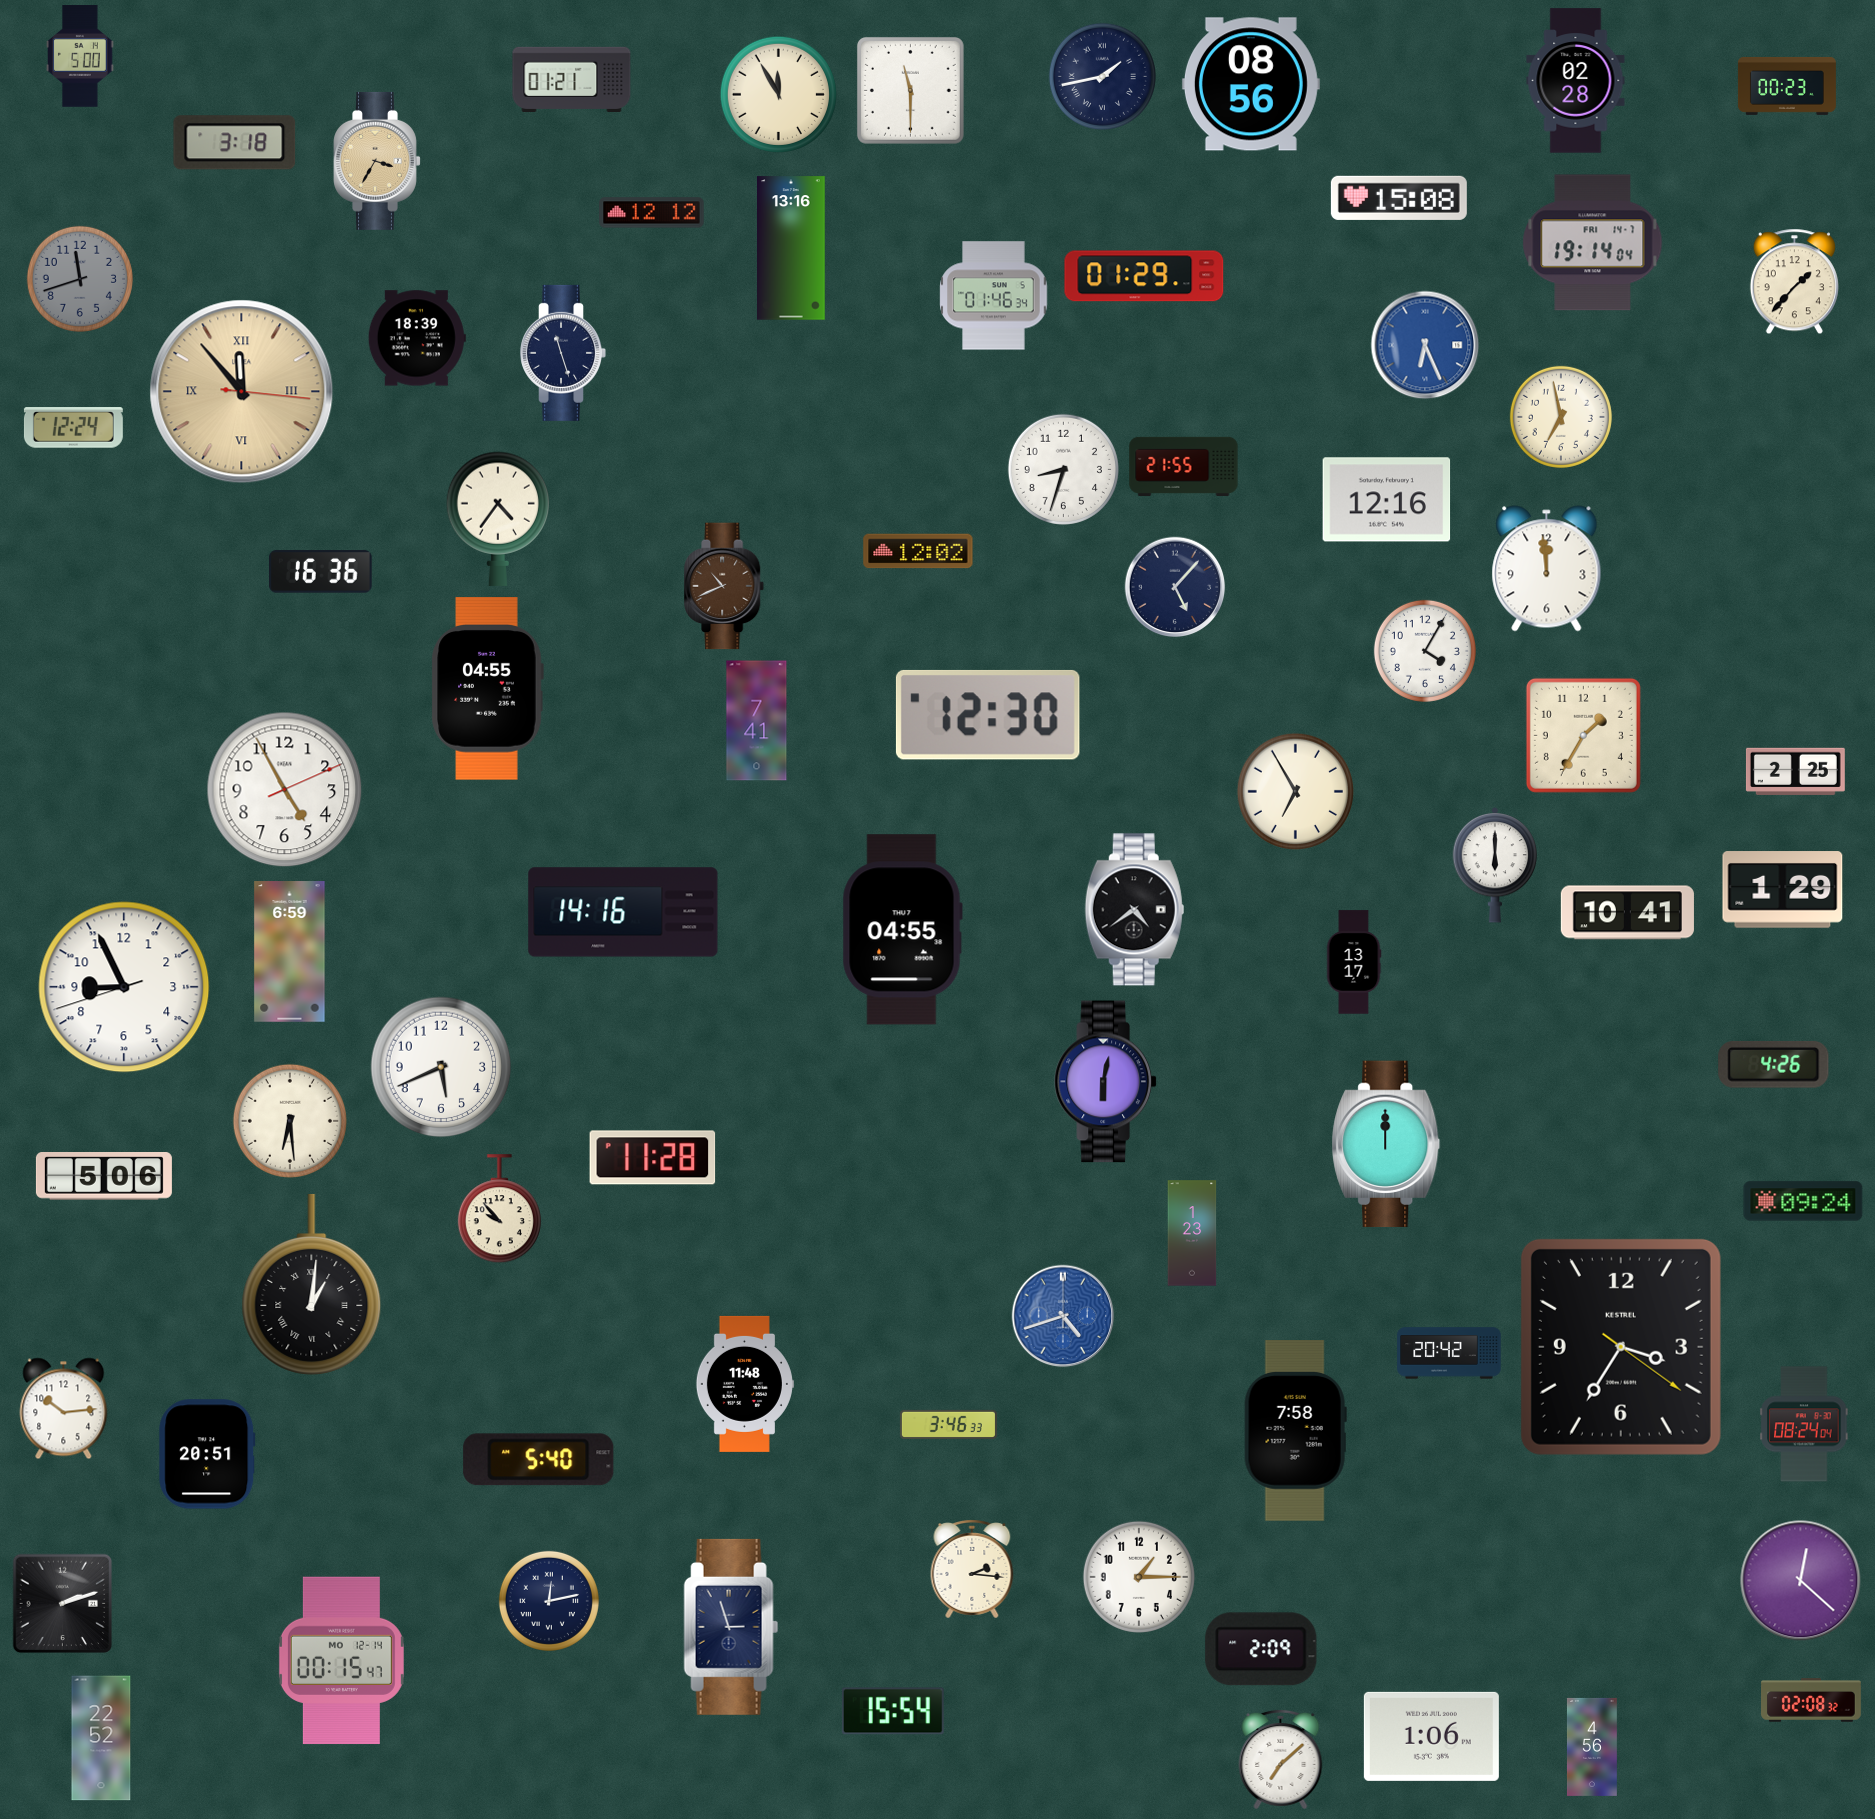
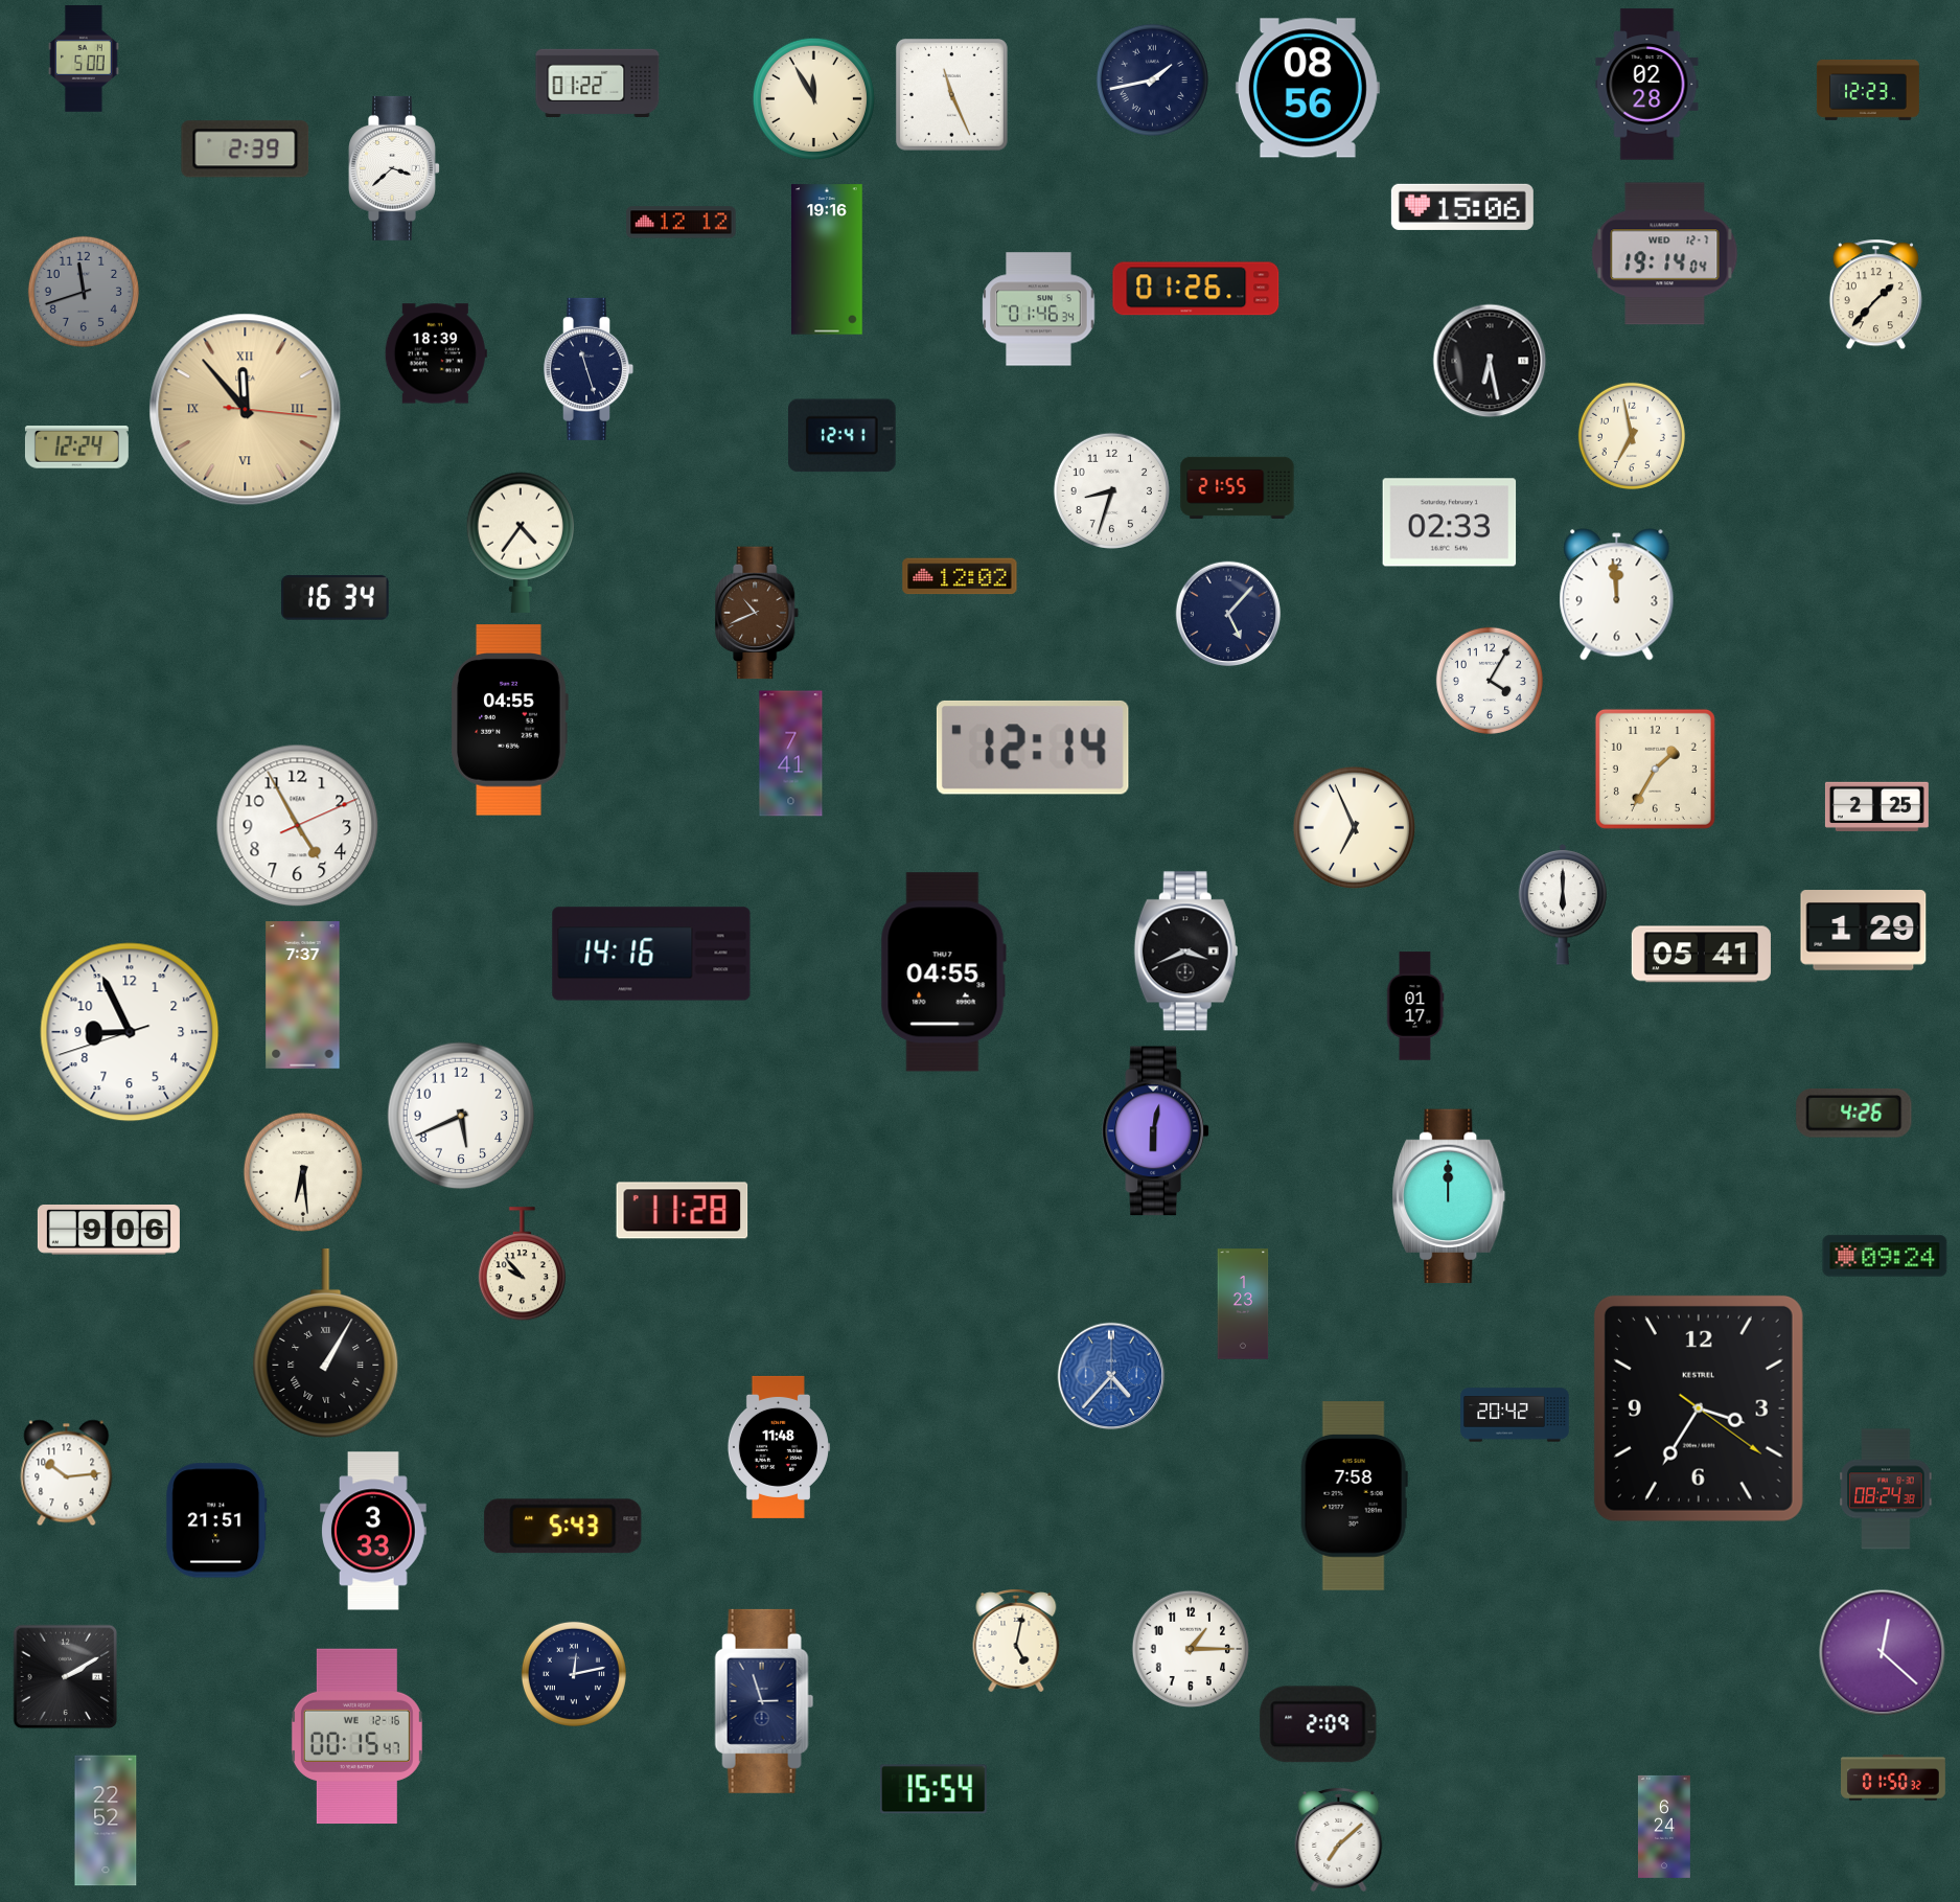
clock at (572, 79): 01:21 -> 01:22
clock at (1787, 86): 00:23 -> 12:23
clock at (910, 90): 11:30 -> 11:26
clock at (235, 143): 3:18 -> 2:39
clock at (377, 161): 3:35 -> 3:38
clock at (377, 161) dial: champagne -> white
clock at (1399, 198): 15:08 -> 15:06
clock at (1593, 243) date: FRI 14-7 -> WED 12-7
clock at (791, 248): 13:16 -> 19:16
clock at (1144, 276): 01:29 -> 01:26
clock at (1425, 345): 6:26 -> 6:28
clock at (1425, 345) dial: blue -> black
clock at (242, 392) position: (242, 392) -> (246, 410)
clock at (841, 436): none -> 12:41
clock at (1387, 500): 12:16 -> 02:33
clock at (321, 572): 16:36 -> 16:34
clock at (988, 715): 12:30 -> 12:14
clock at (1295, 791): 6:55 -> 6:56
clock at (1134, 910): 4:39 -> 3:41
clock at (1627, 913): 10:41 -> 05:41
clock at (290, 952): 6:59 -> 7:37
clock at (1354, 962): 13:17 -> 01:17
clock at (104, 1177): 5:06 -> 9:06
clock at (1192, 1233) position: (1192, 1233) -> (1243, 1304)
clock at (312, 1284): 1:01 -> 1:05
clock at (1063, 1316): 4:42 -> 4:37
clock at (1621, 1347) position: (1621, 1347) -> (1699, 1408)
clock at (948, 1424): 3:46 -> none
clock at (1804, 1424): 08:24:04 -> 08:24:38
clock at (207, 1454): 20:51 -> 21:51
clock at (539, 1460): 5:40 -> 5:43
clock at (374, 1531): none -> 3:33
clock at (972, 1569): 2:16 -> 5:02
clock at (62, 1603): 2:12 -> 2:10
clock at (341, 1661) date: MO 12-14 -> WE 12-16
clock at (1812, 1700): 02:08 -> 01:50
clock at (1431, 1736): 1:06 -> none
clock at (101, 1738) position: (101, 1738) -> (106, 1820)
clock at (1592, 1747): 4:56 -> 6:24
